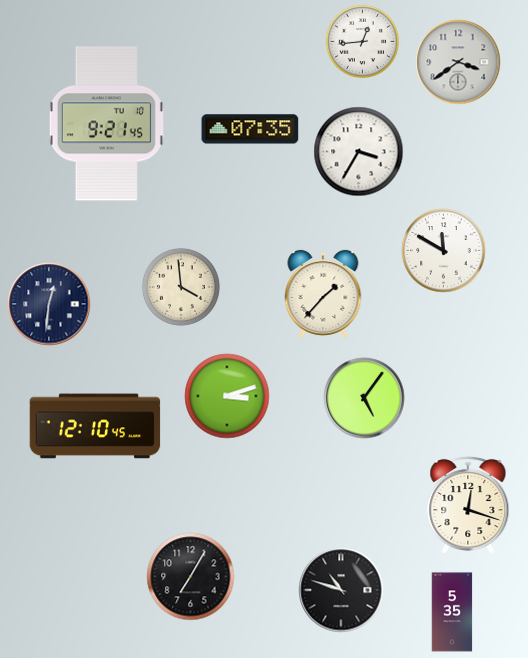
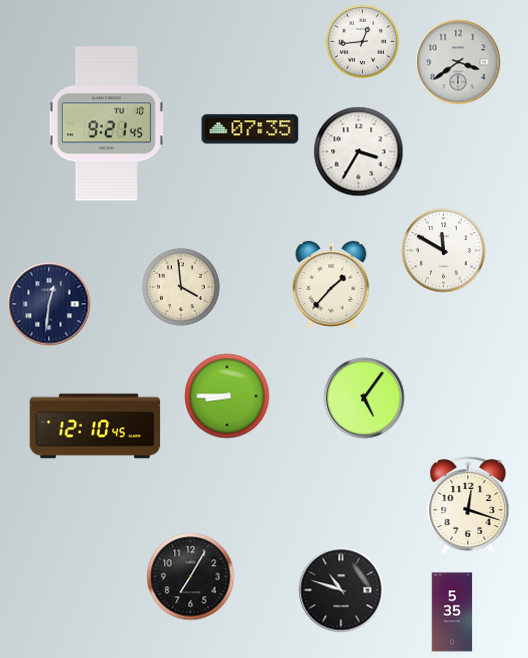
clock at (323, 294) position: (323, 294) -> (331, 285)
clock at (227, 396): 3:12 -> 8:45
